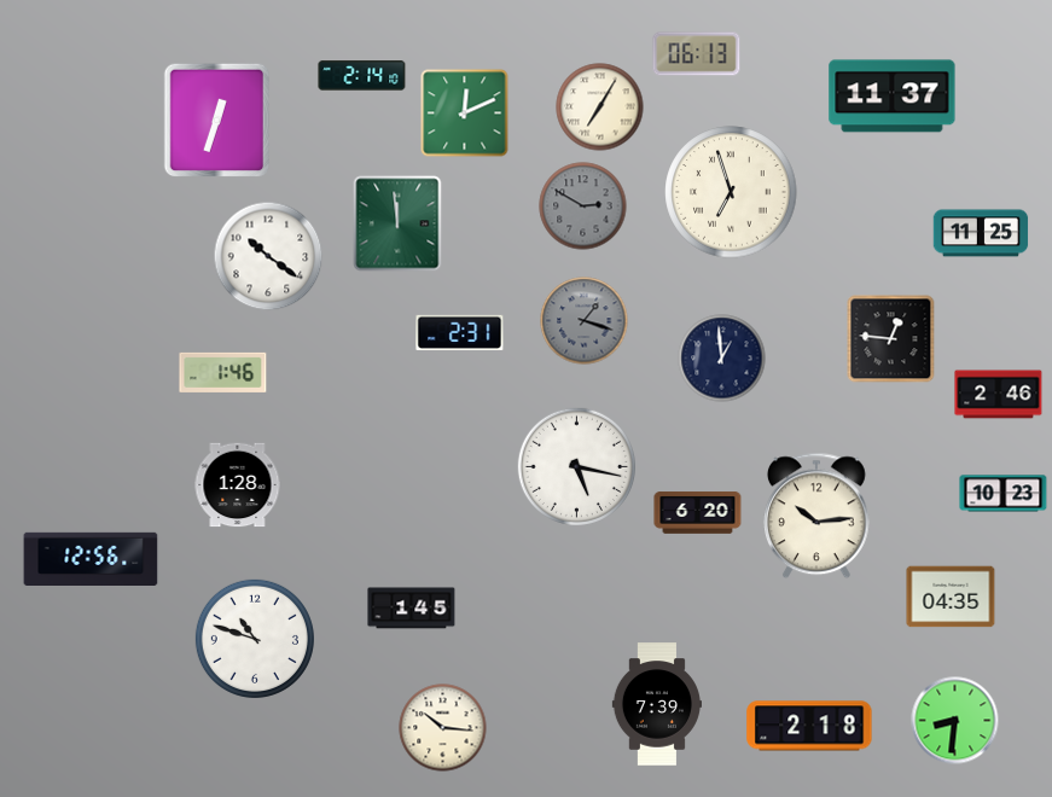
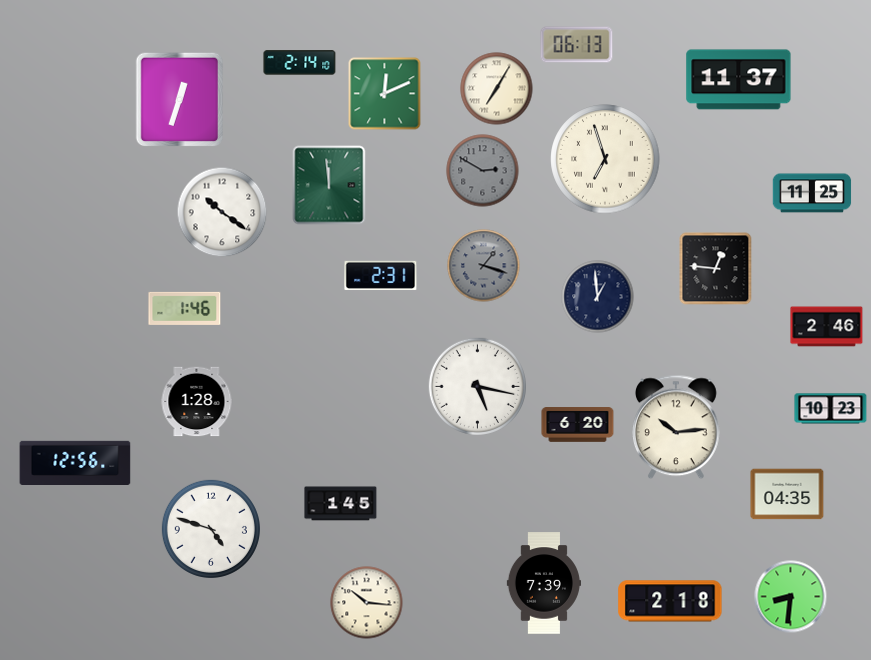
clock at (891, 339) position: (891, 339) -> (716, 269)
clock at (255, 639): 10:48 -> 4:48
